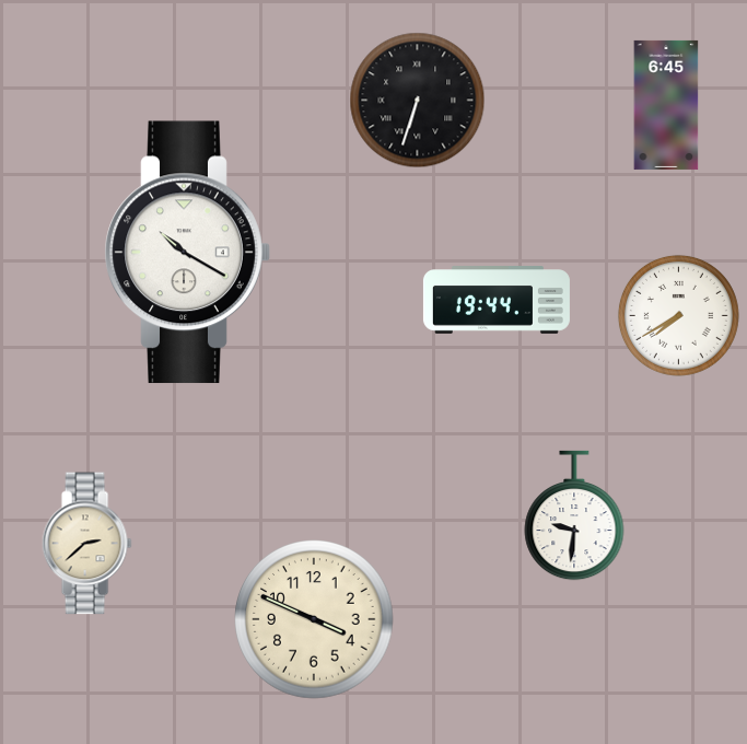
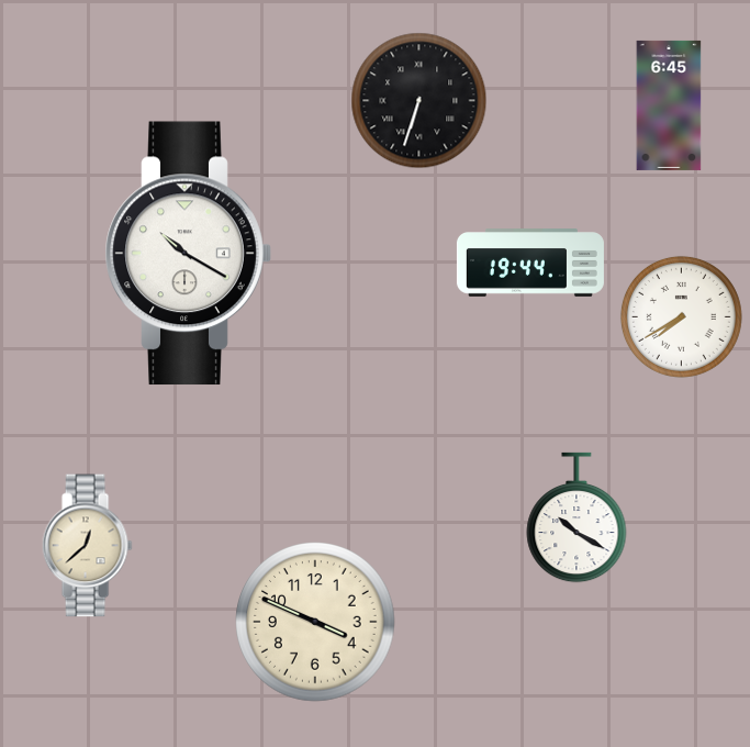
clock at (497, 301) position: (497, 301) -> (530, 264)
clock at (574, 515): 9:31 -> 10:20
clock at (86, 544): 2:38 -> 12:38
